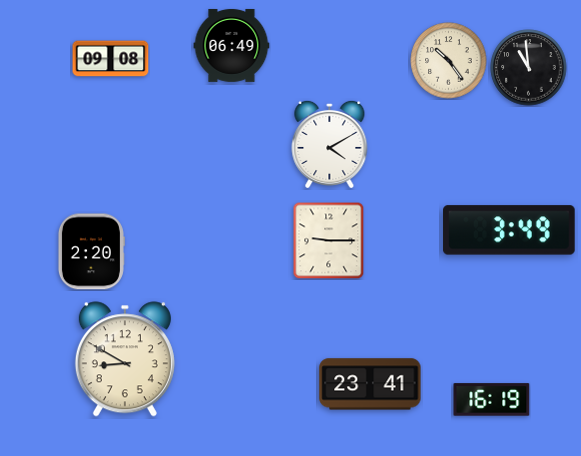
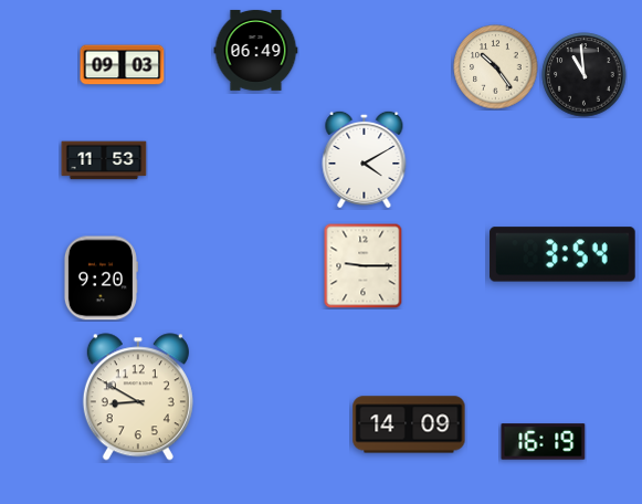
clock at (111, 59): 09:08 -> 09:03
clock at (104, 160): none -> 11:53
clock at (509, 230): 3:49 -> 3:54
clock at (91, 252): 2:20 -> 9:20
clock at (370, 384): 23:41 -> 14:09
